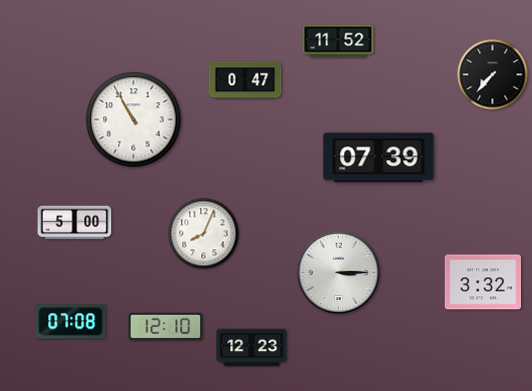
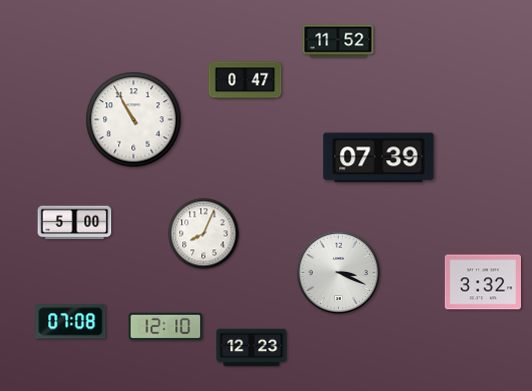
clock at (493, 75): 7:37 -> none
clock at (339, 273): 3:15 -> 3:19
